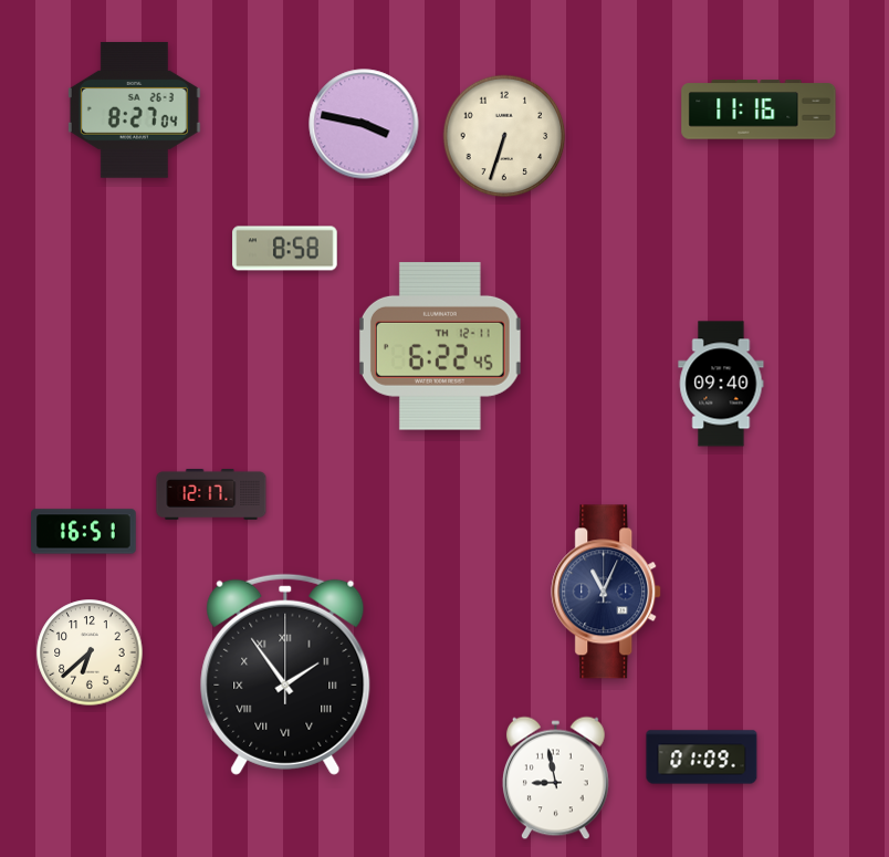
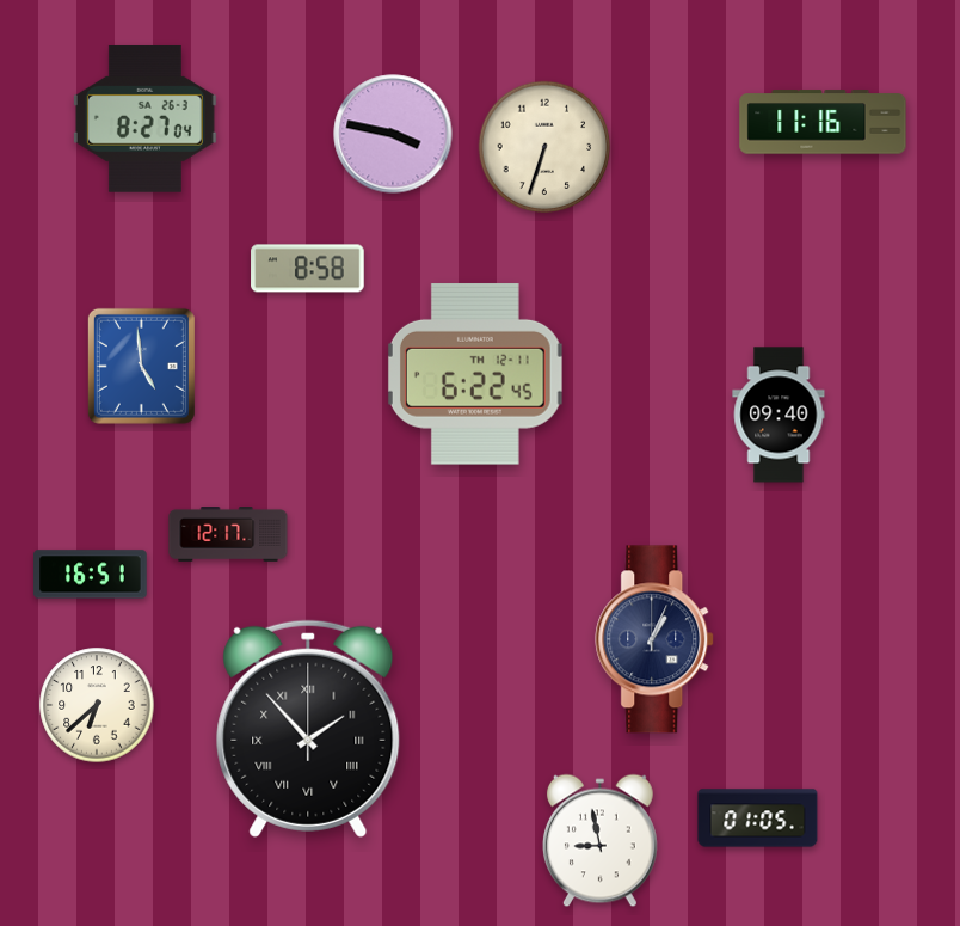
clock at (759, 109) position: (759, 109) -> (823, 122)
clock at (141, 366): none -> 4:59
clock at (607, 592): 11:04 -> 1:04
clock at (285, 675): 1:54 -> 1:53
clock at (702, 757): 01:09 -> 01:05
